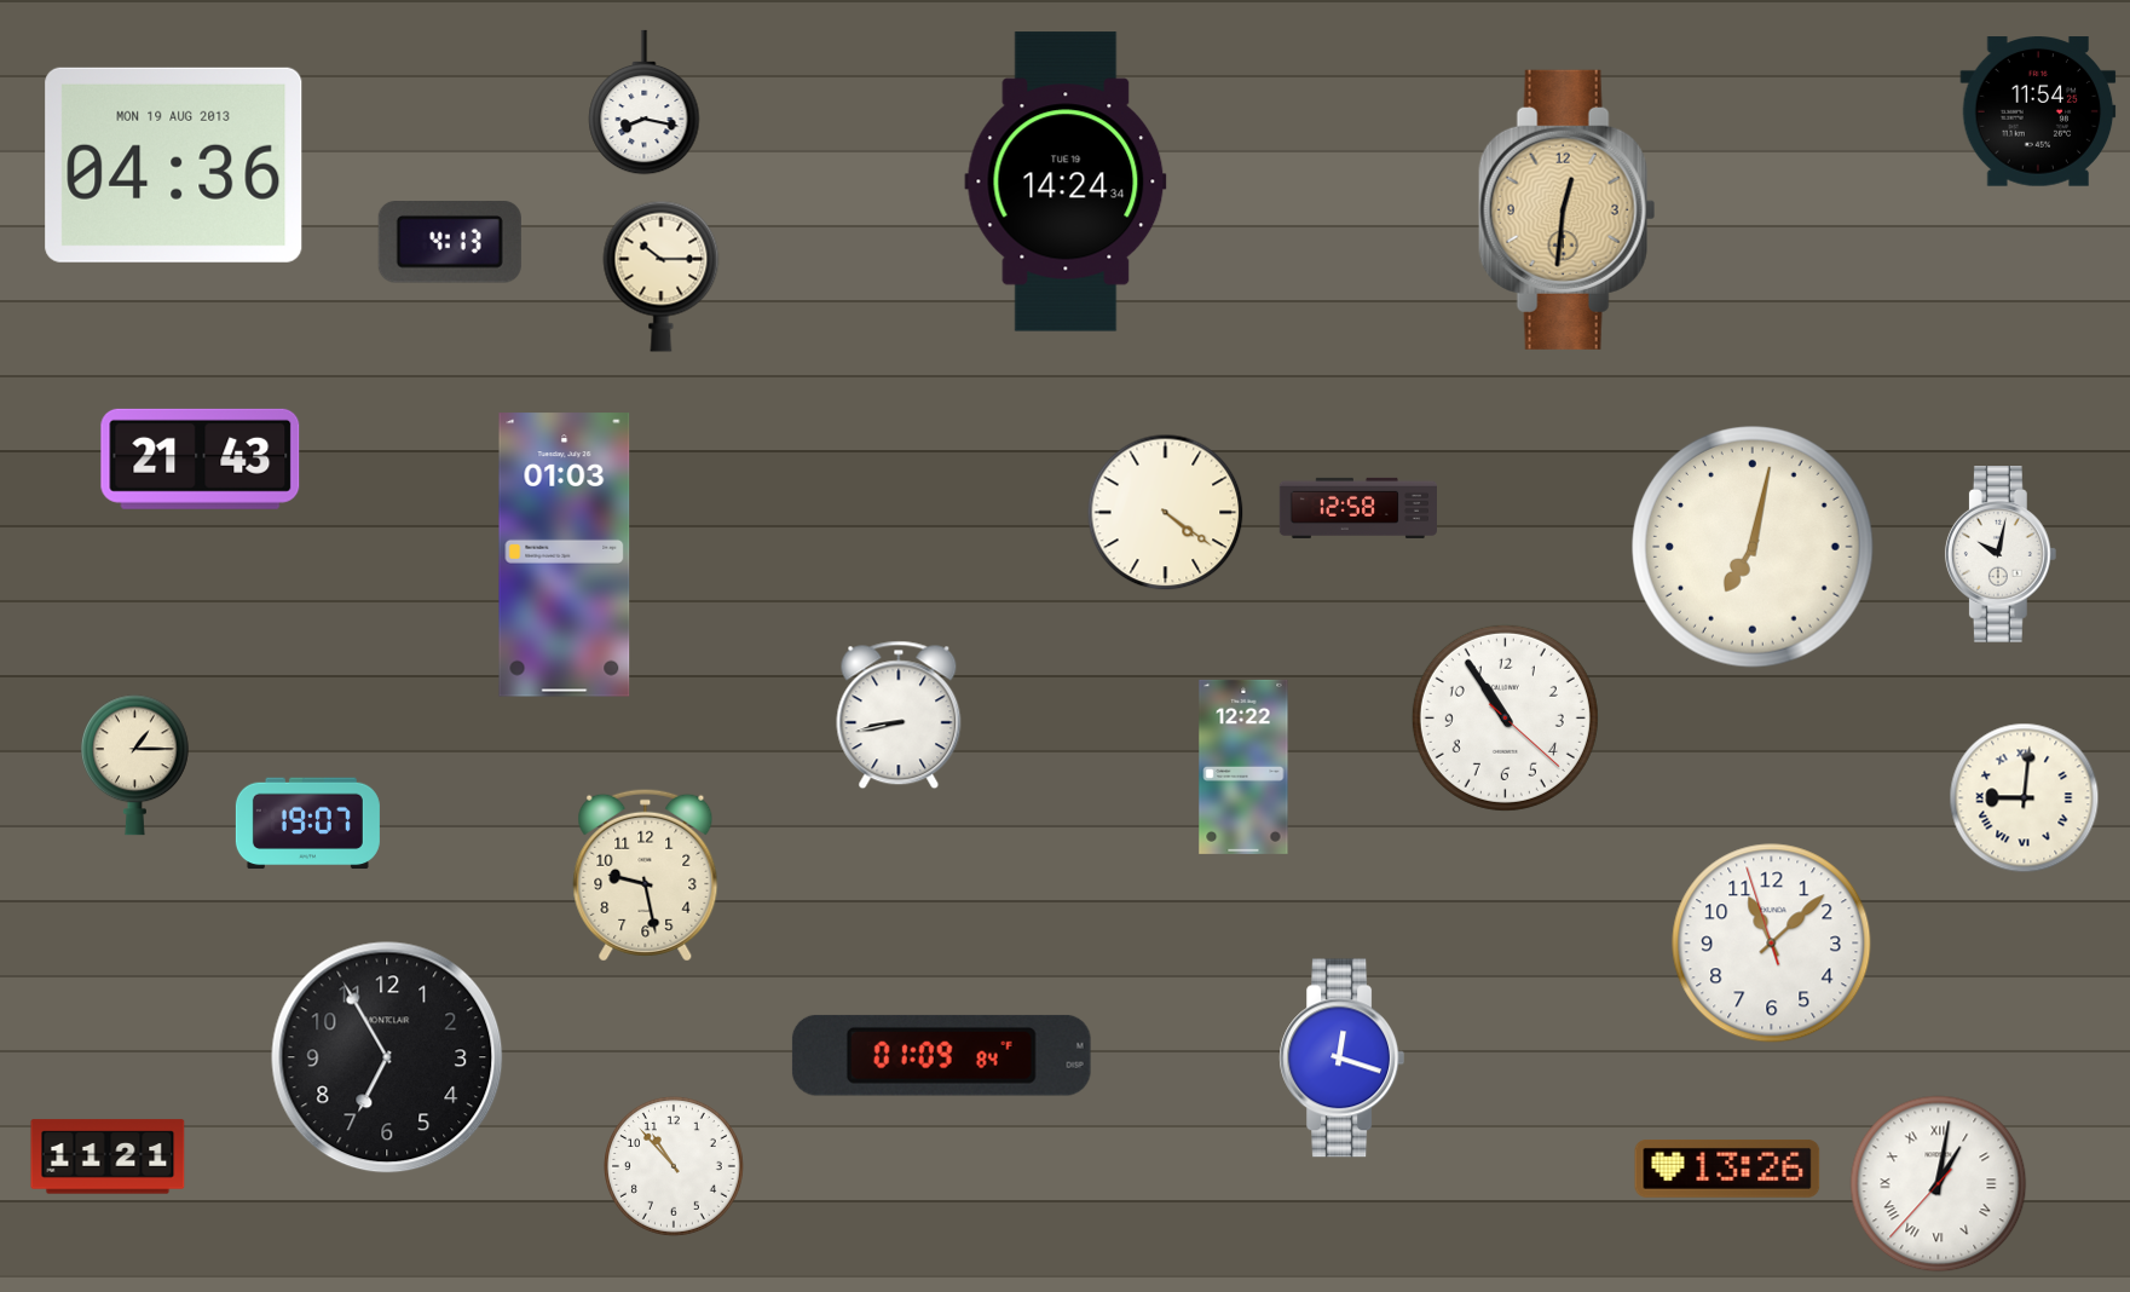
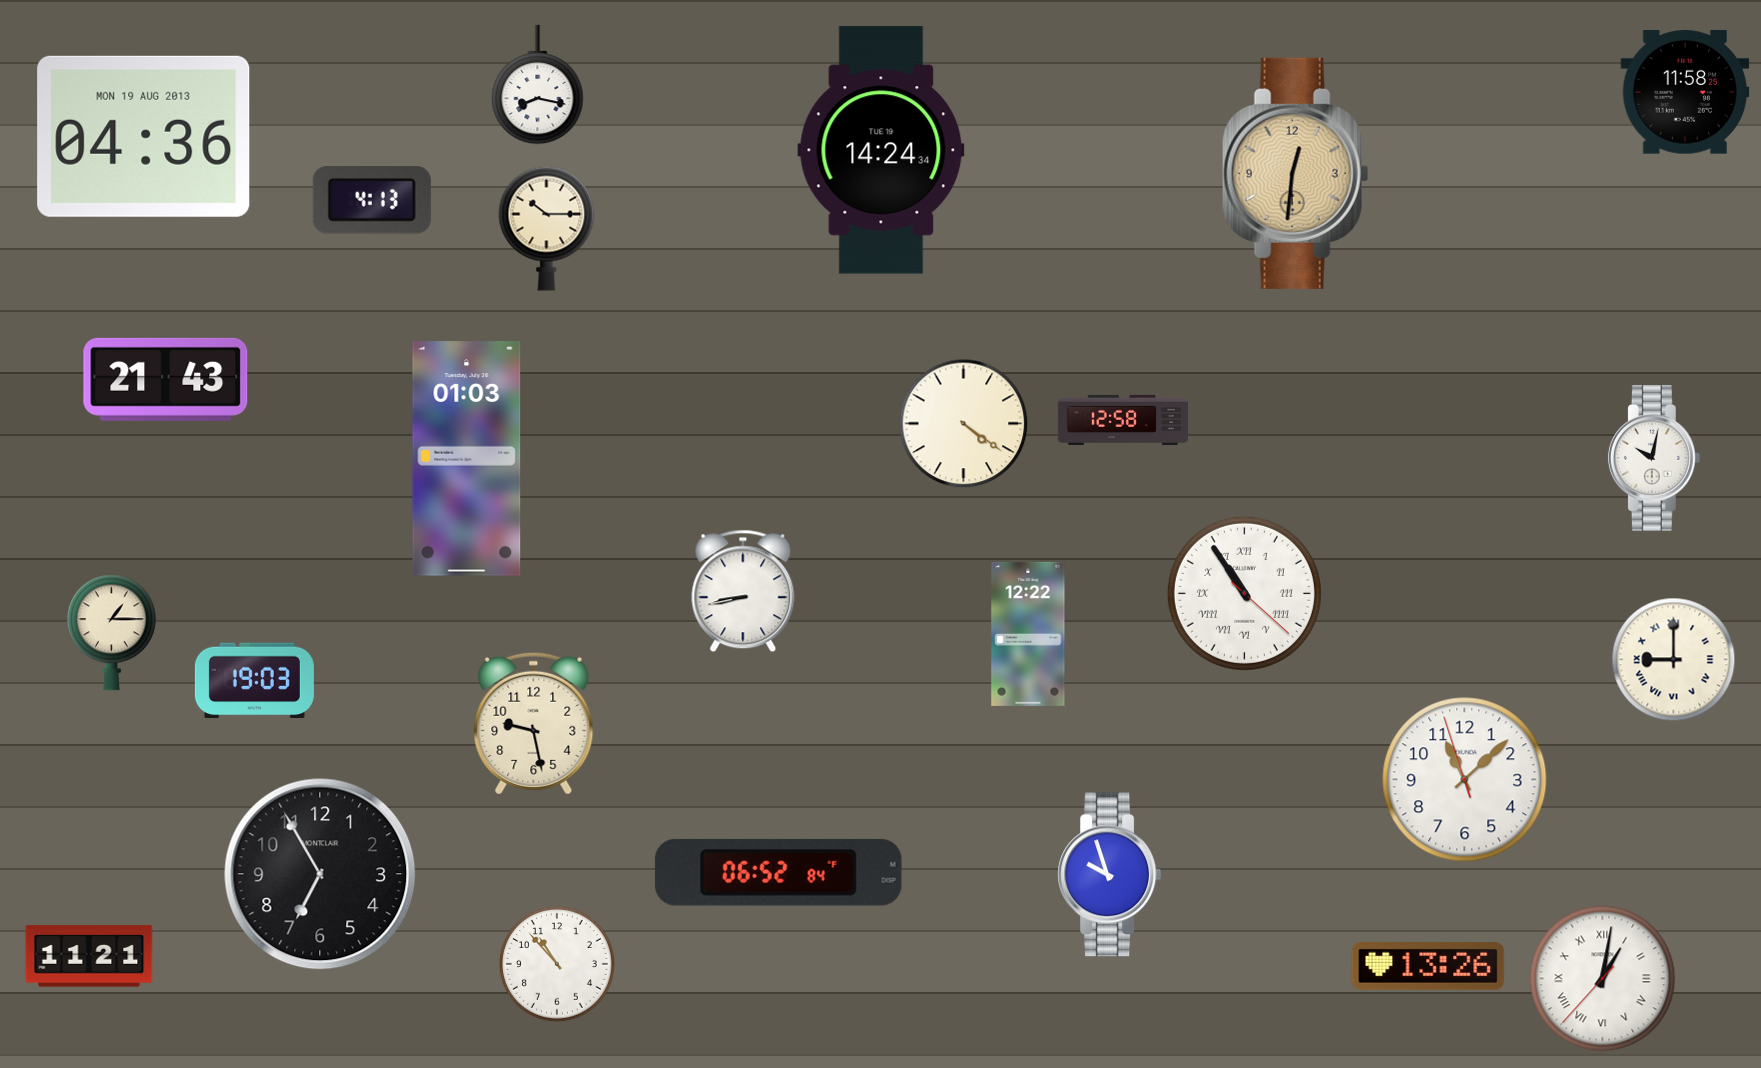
clock at (645, 103) position: (645, 103) -> (538, 85)
clock at (2038, 111): 11:54 -> 11:58
clock at (1754, 548): 7:02 -> none
clock at (1505, 717) numerals: Arabic -> Roman
clock at (2025, 798): 9:01 -> 9:00
clock at (307, 824): 19:07 -> 19:03
clock at (941, 1055): 01:09 -> 06:52
clock at (1343, 1059): 12:18 -> 9:57
